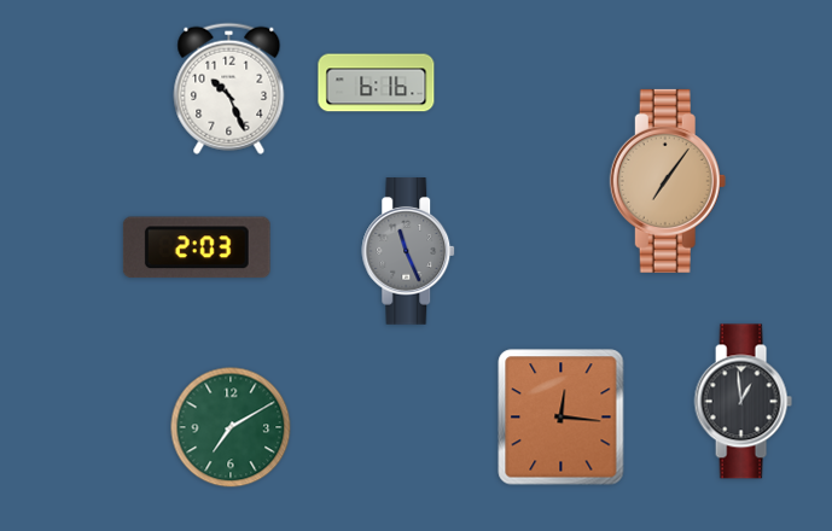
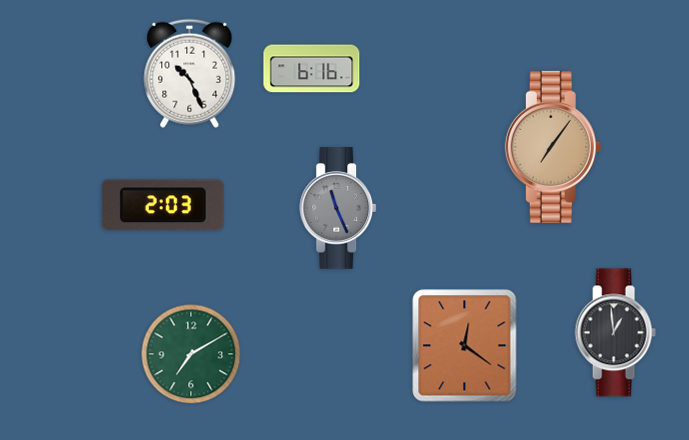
clock at (668, 181) position: (668, 181) -> (553, 147)
clock at (562, 418): 12:16 -> 12:21
